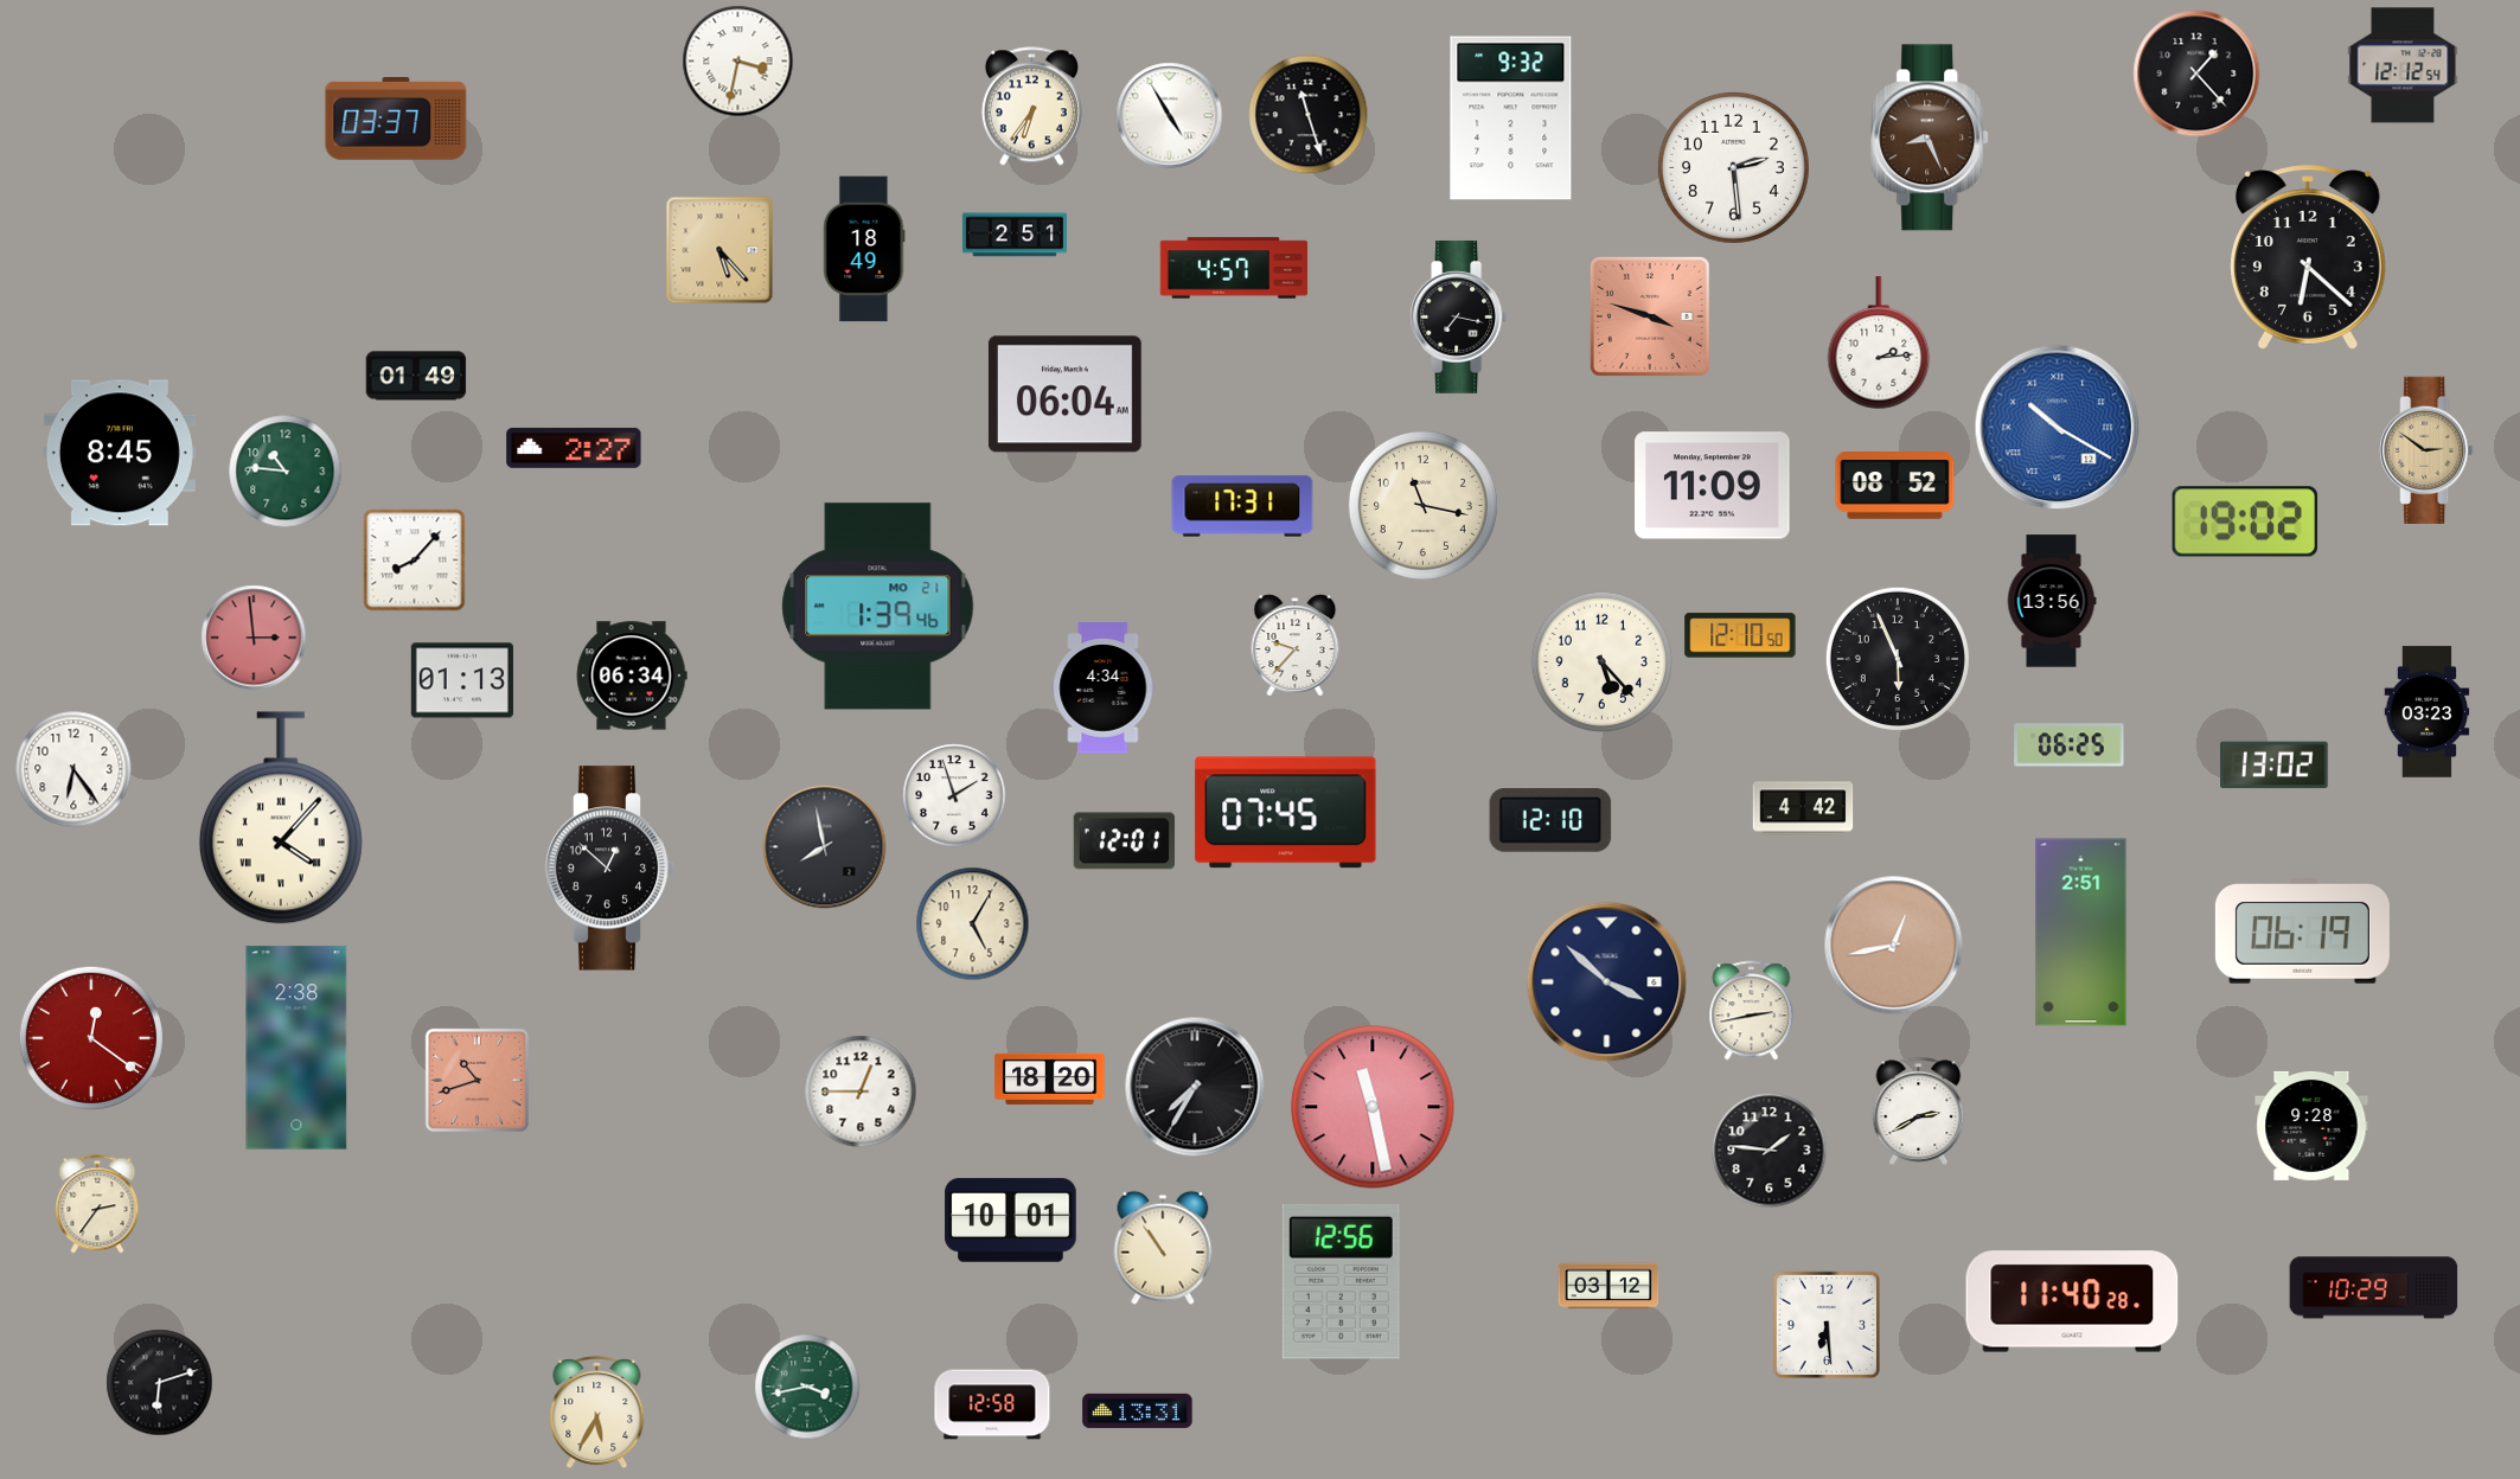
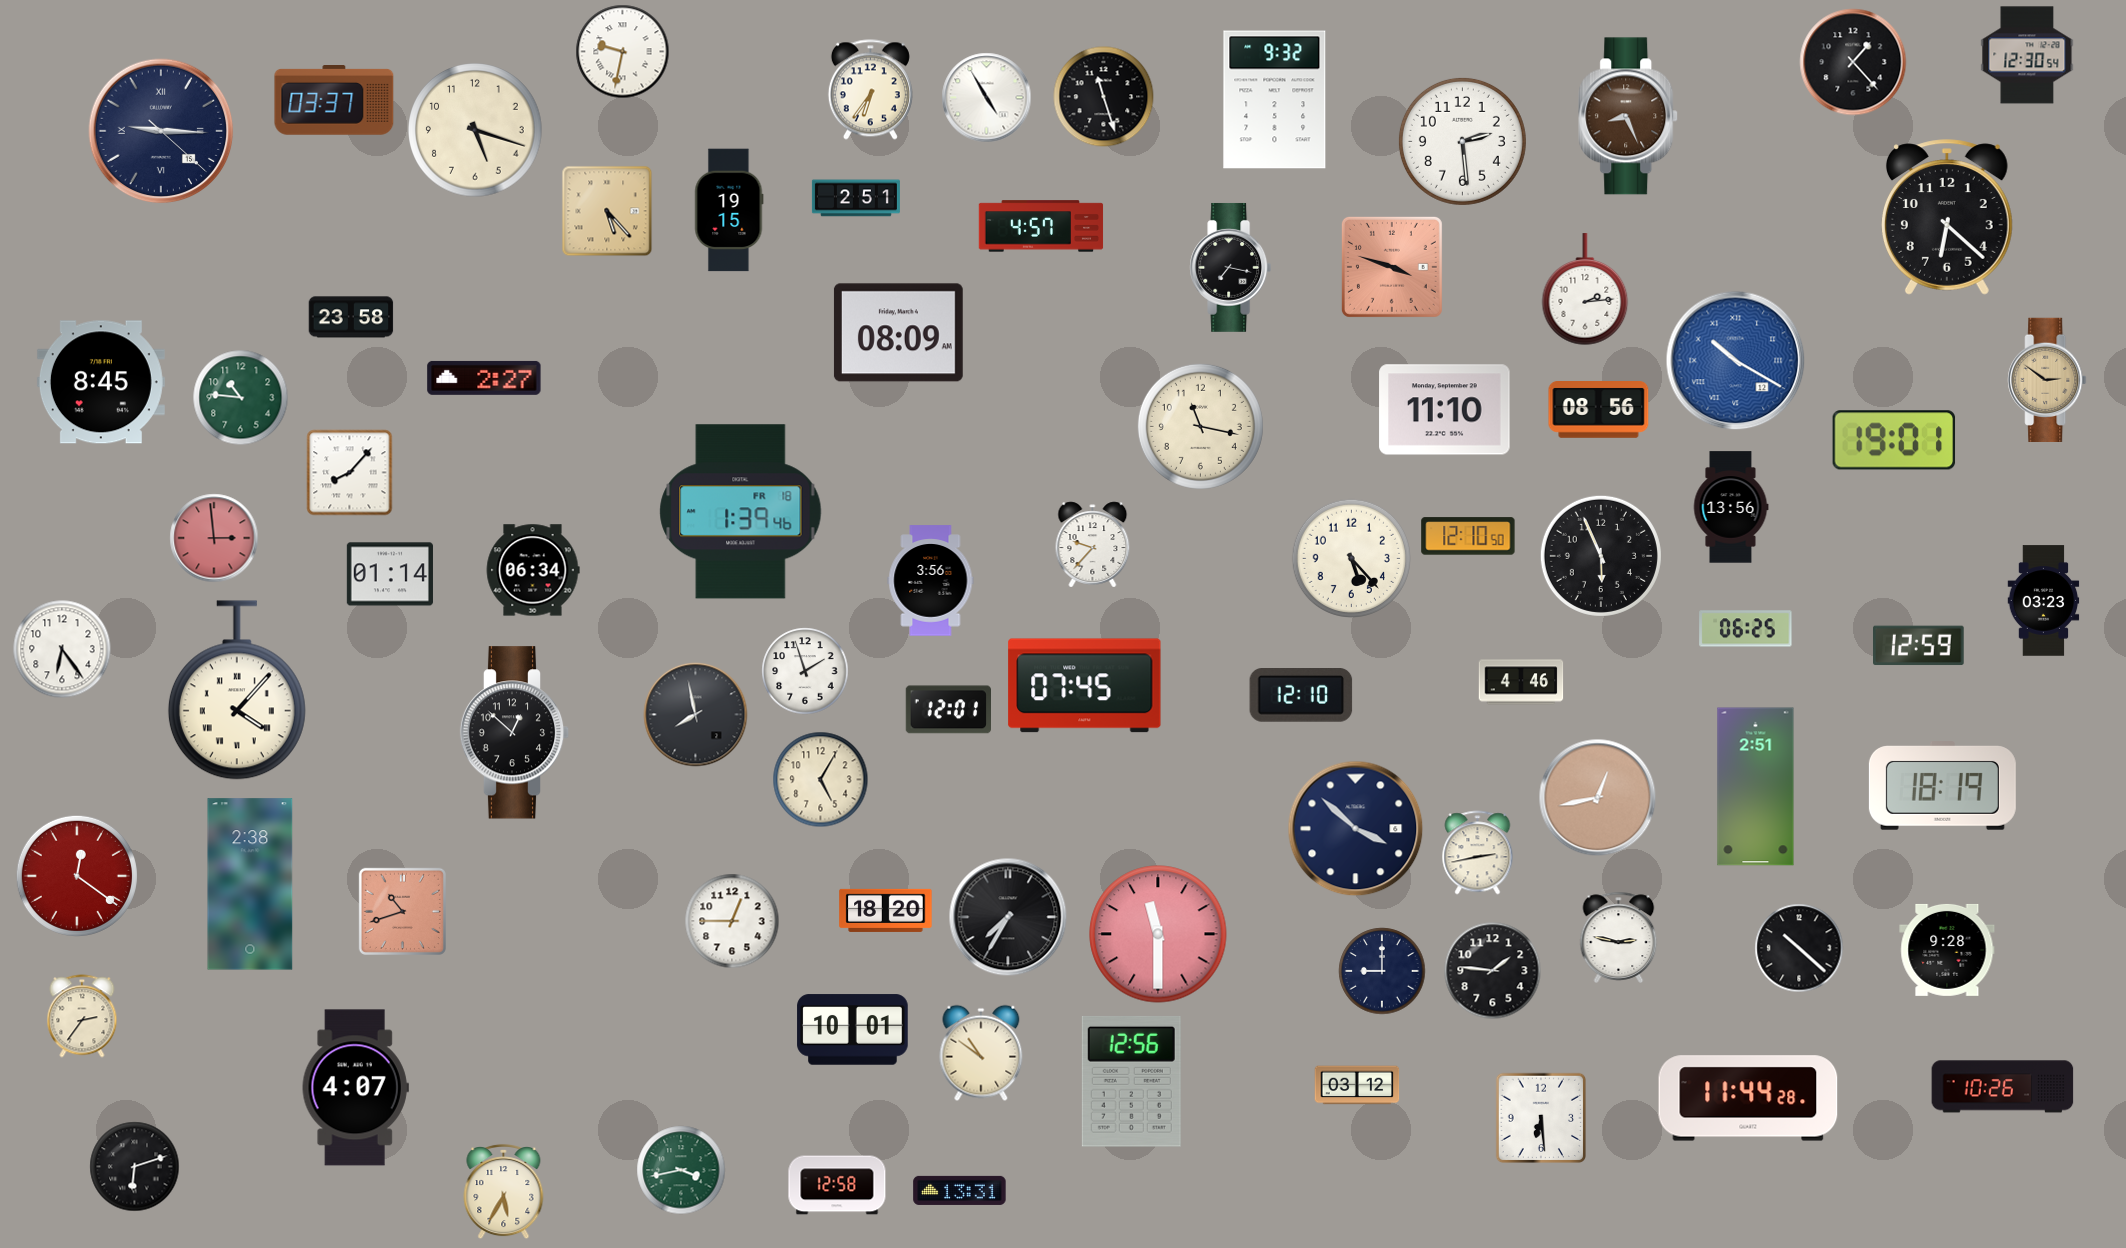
clock at (738, 62): 3:32 -> 9:32
clock at (2403, 65): 12:12 -> 12:30
clock at (475, 130): none -> 5:18
clock at (161, 131): none -> 9:15
clock at (864, 249): 18:49 -> 19:15
clock at (416, 376): 01:49 -> 23:58
clock at (1064, 395): 06:04 -> 08:09
clock at (1713, 486): 11:09 -> 11:10
clock at (1895, 486): 08:52 -> 08:56
clock at (1242, 506): 17:31 -> none
clock at (2245, 521): 19:02 -> 19:01
clock at (878, 607) date: MO 21 -> FR 18
clock at (462, 680): 01:13 -> 01:14
clock at (1104, 689): 4:34 -> 3:56
clock at (2428, 712) position: (2428, 712) -> (2044, 601)
clock at (2275, 766): 13:02 -> 12:59
clock at (1803, 808): 4:42 -> 4:46
clock at (1550, 821) position: (1550, 821) -> (1301, 696)
clock at (2302, 931): 06:19 -> 18:19
clock at (861, 1091) position: (861, 1091) -> (732, 921)
clock at (1373, 1107): 11:28 -> 11:30
clock at (1919, 1110): 2:40 -> 2:47
clock at (1799, 948): none -> 10:22
clock at (2311, 1126) position: (2311, 1126) -> (1947, 950)
clock at (1382, 971): none -> 9:00
clock at (1163, 1248): 10:54 -> 10:51
clock at (2374, 1288): 10:29 -> 10:26
clock at (355, 1088): none -> 4:07
clock at (2072, 1301): 11:40 -> 11:44
